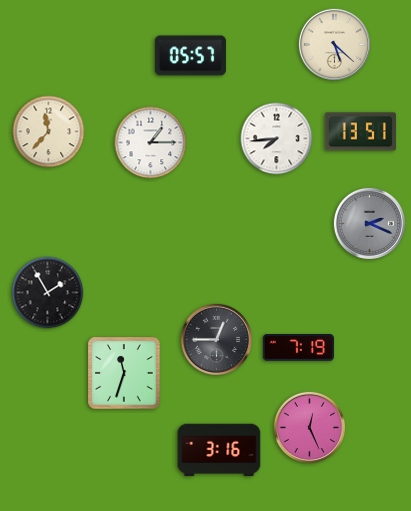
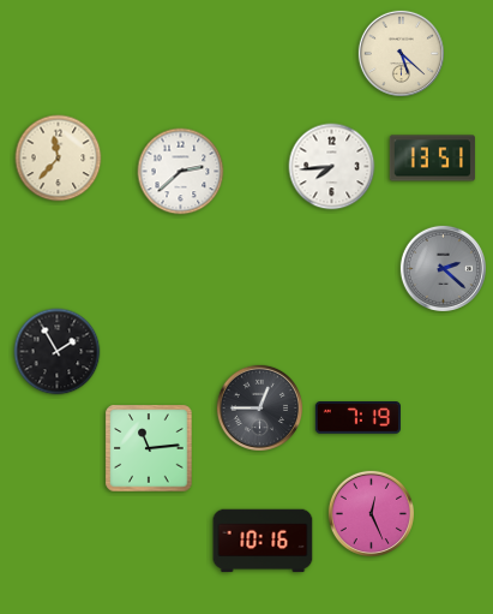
clock at (190, 56): 05:57 -> none
clock at (151, 143): 1:15 -> 2:38
clock at (369, 223): 2:19 -> 2:22
clock at (124, 373): 11:33 -> 11:14
clock at (219, 450): 3:16 -> 10:16
